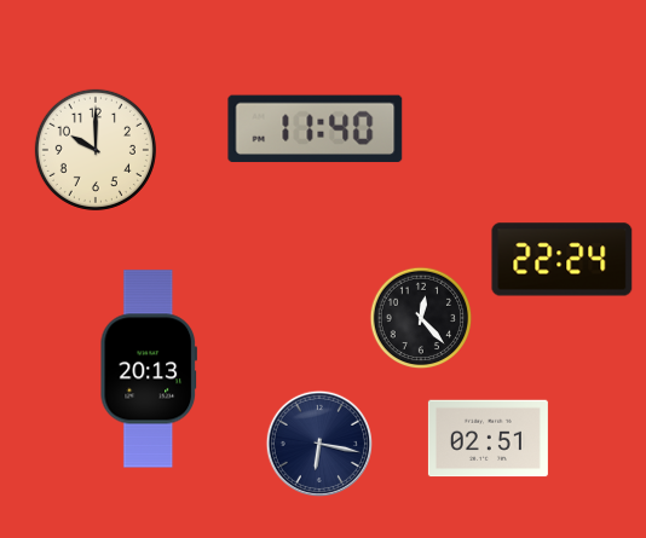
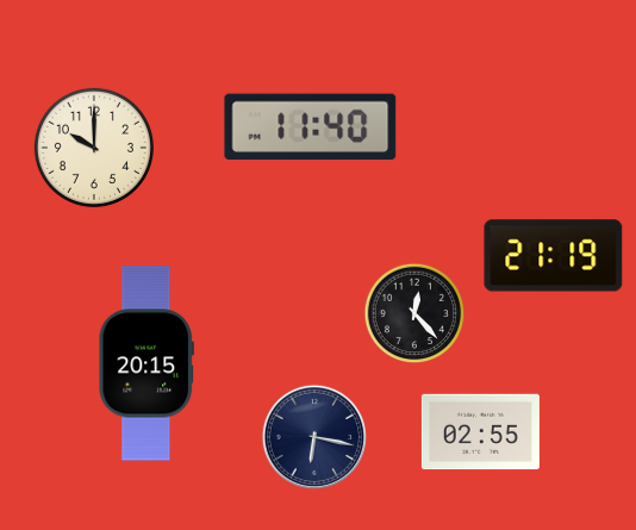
clock at (563, 260): 22:24 -> 21:19
clock at (148, 369): 20:13 -> 20:15
clock at (488, 439): 02:51 -> 02:55
